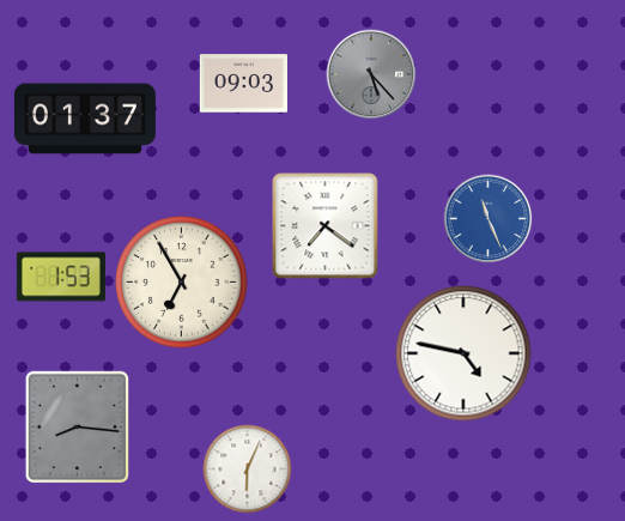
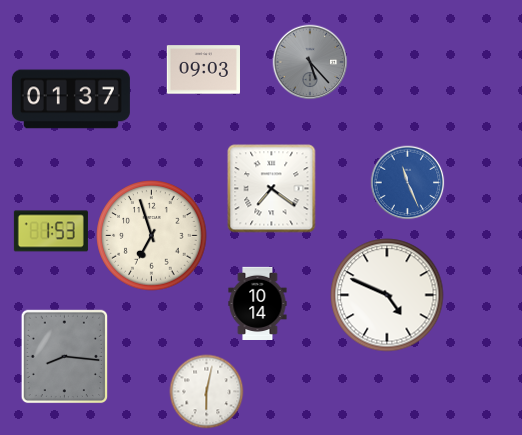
clock at (182, 283): 6:55 -> 6:57
clock at (463, 353): 4:47 -> 4:49
clock at (258, 303): none -> 10:14
clock at (248, 469): 6:04 -> 6:02
